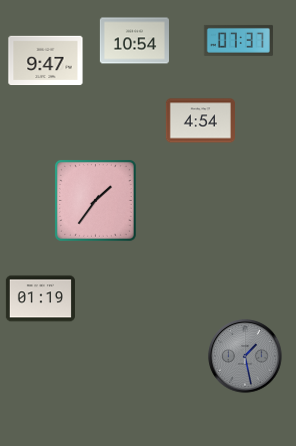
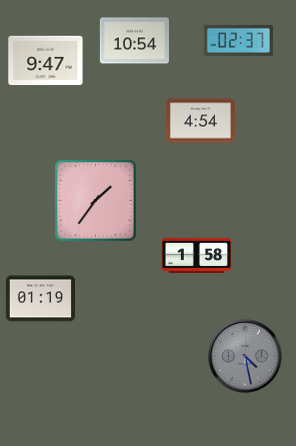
clock at (238, 40): 07:37 -> 02:37
clock at (196, 255): none -> 1:58
clock at (245, 356): 1:28 -> 4:28
